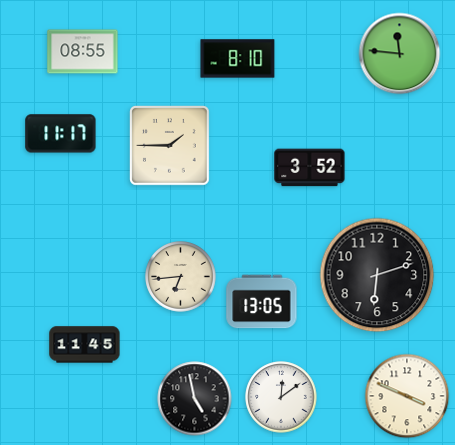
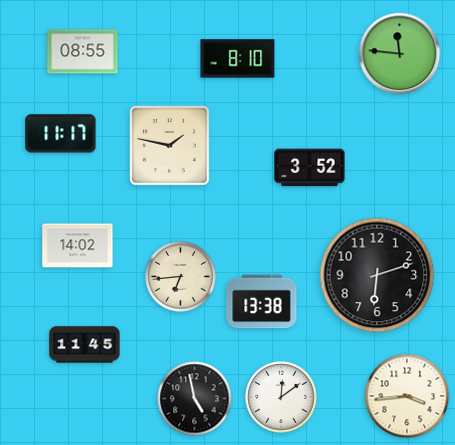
clock at (170, 146): 1:45 -> 1:47
clock at (78, 246): none -> 14:02
clock at (262, 302): 13:05 -> 13:38
clock at (407, 396): 3:49 -> 3:44
